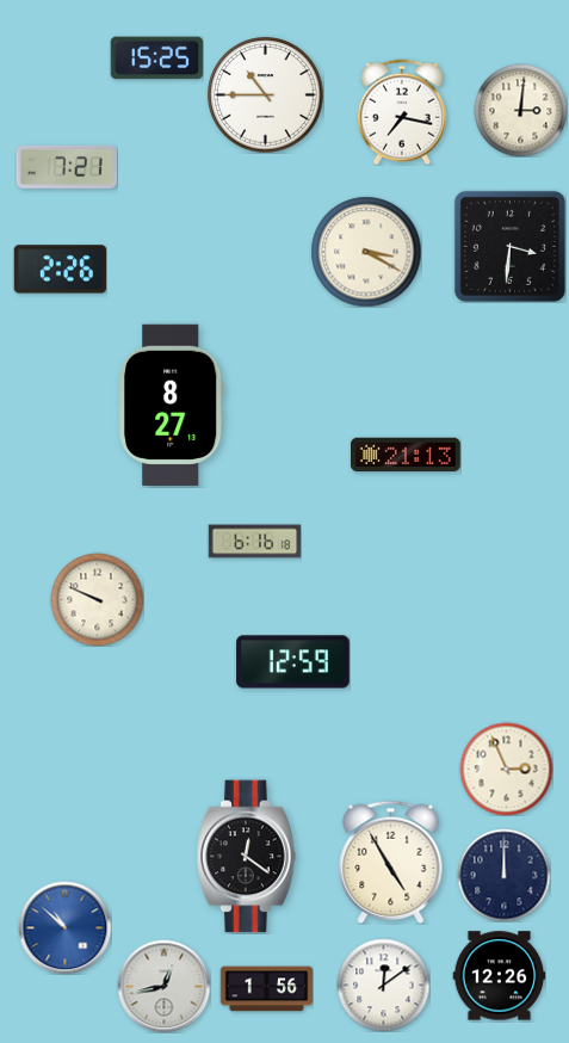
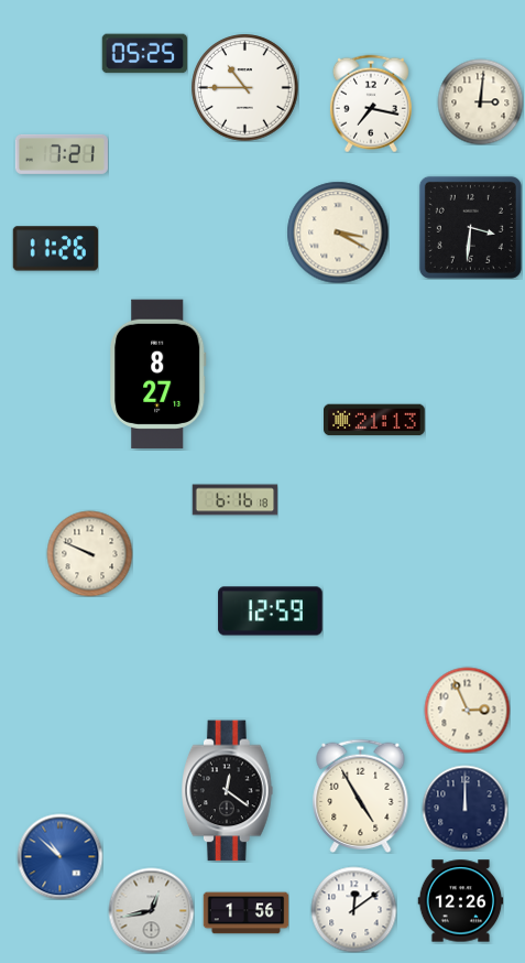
clock at (156, 58): 15:25 -> 05:25
clock at (60, 270): 2:26 -> 11:26
